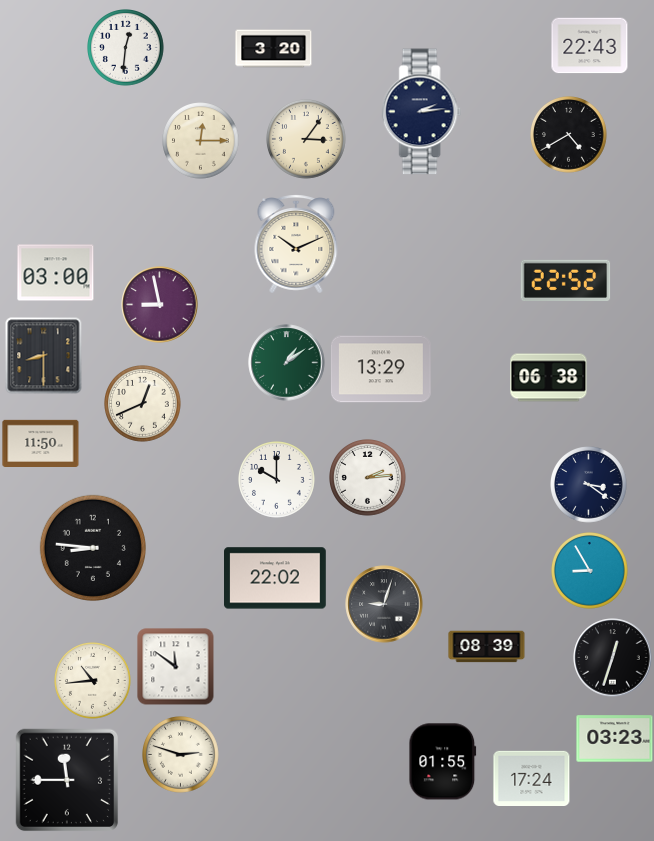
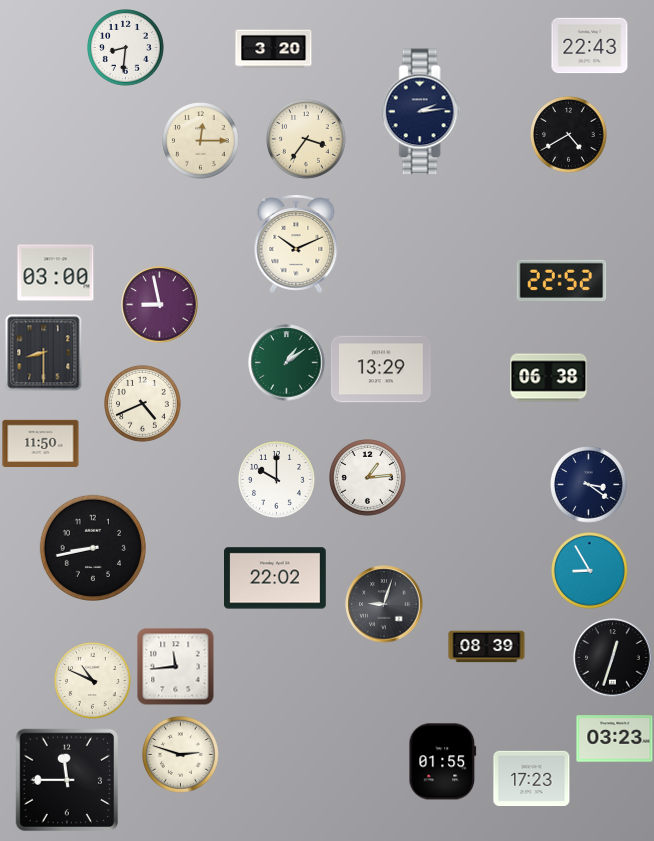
clock at (126, 48): 12:31 -> 8:31
clock at (307, 140): 3:06 -> 3:36
clock at (566, 280) position: (566, 280) -> (562, 280)
clock at (44, 356) position: (44, 356) -> (44, 353)
clock at (143, 404): 12:41 -> 4:41
clock at (368, 478): 2:14 -> 1:14
clock at (93, 548): 8:46 -> 8:43
clock at (176, 667): 11:51 -> 11:44
clock at (93, 681): 10:44 -> 10:49
clock at (532, 778): 17:24 -> 17:23
